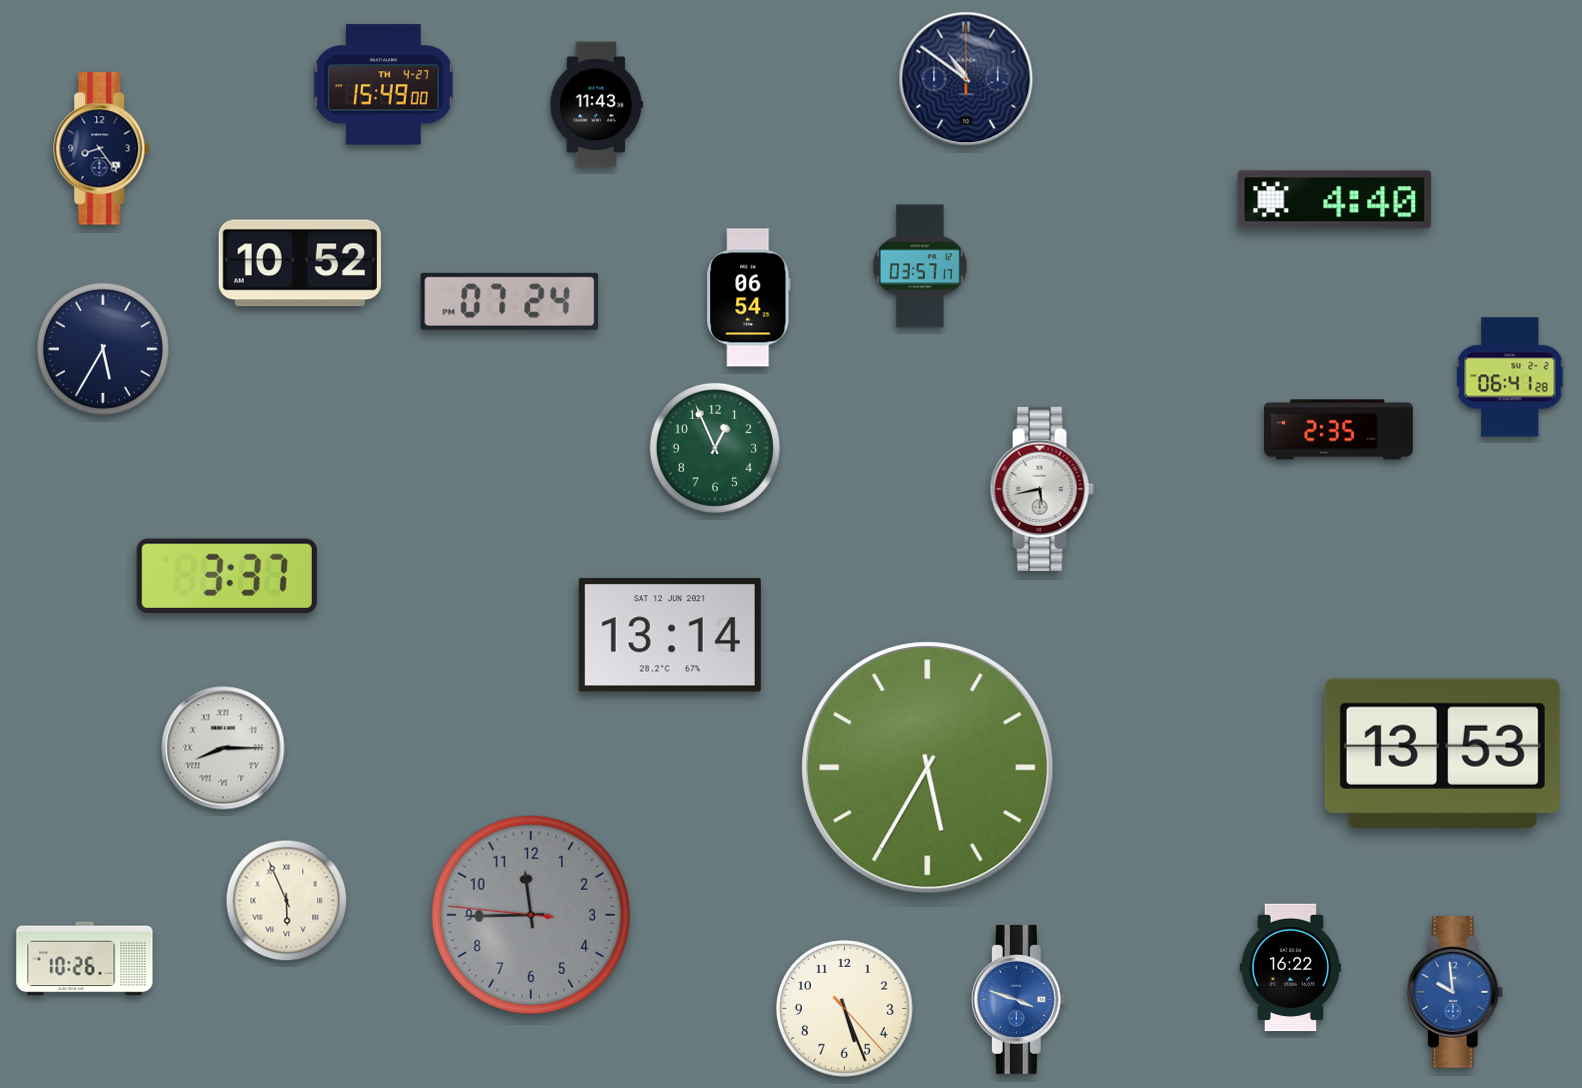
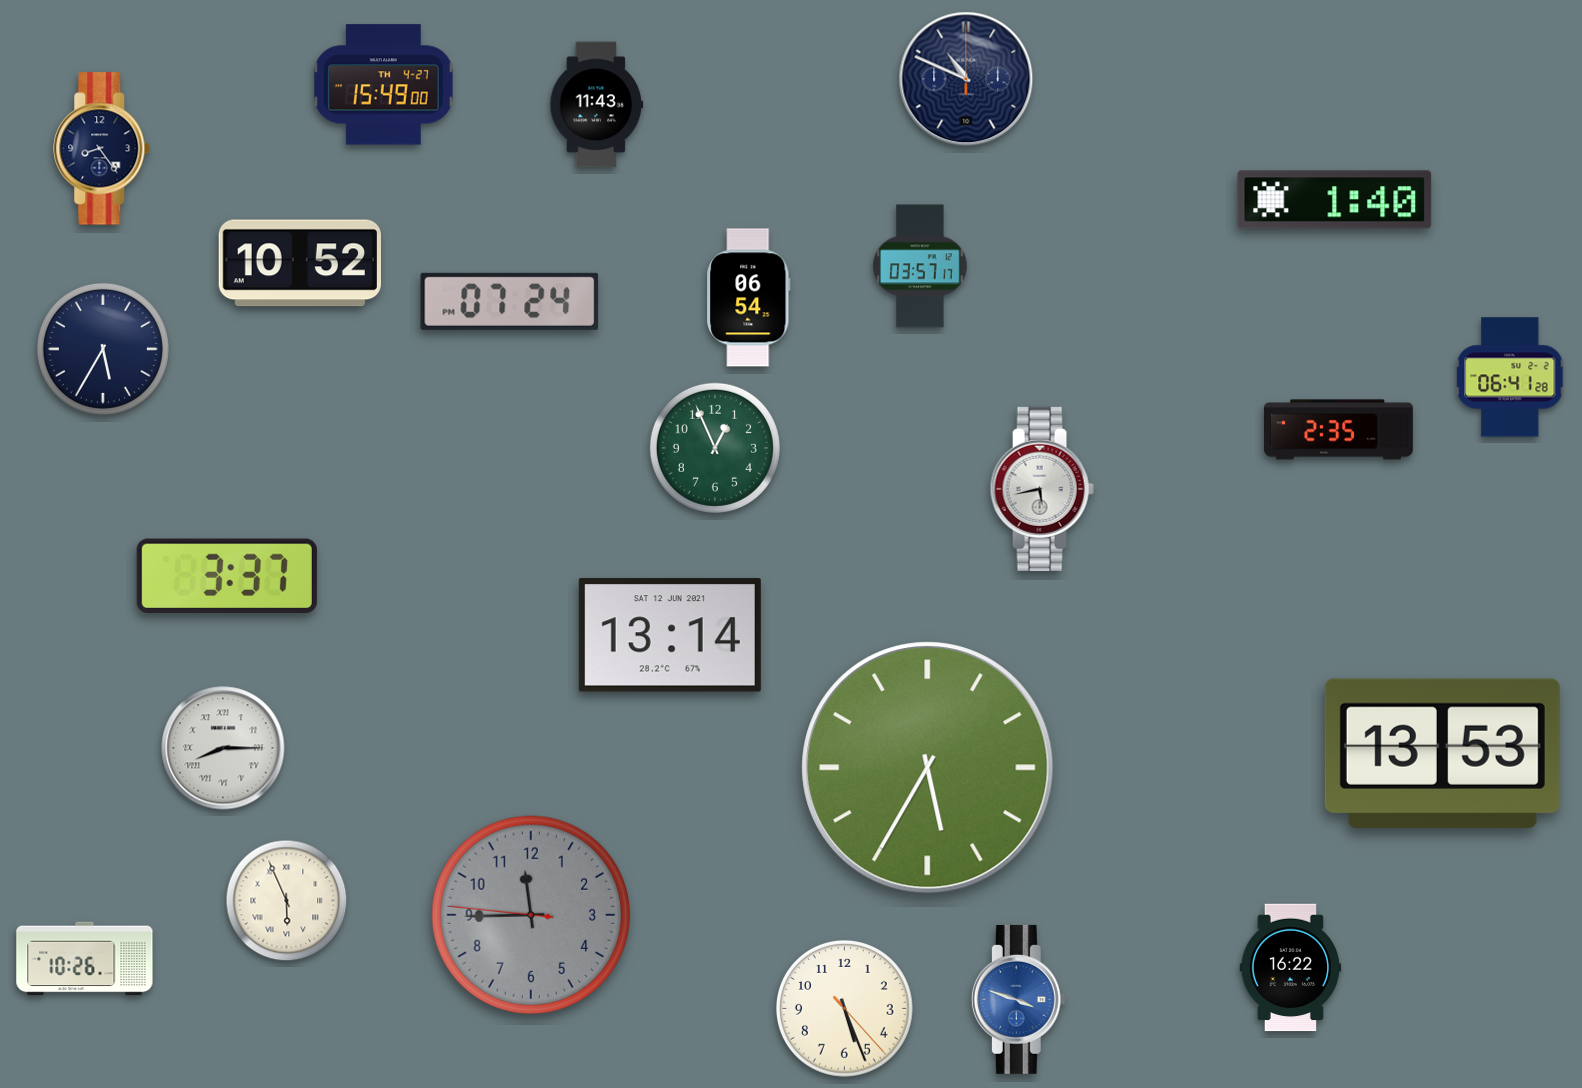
clock at (966, 79): 10:51 -> 10:49
clock at (1335, 200): 4:40 -> 1:40
clock at (1455, 992): 9:59 -> none
